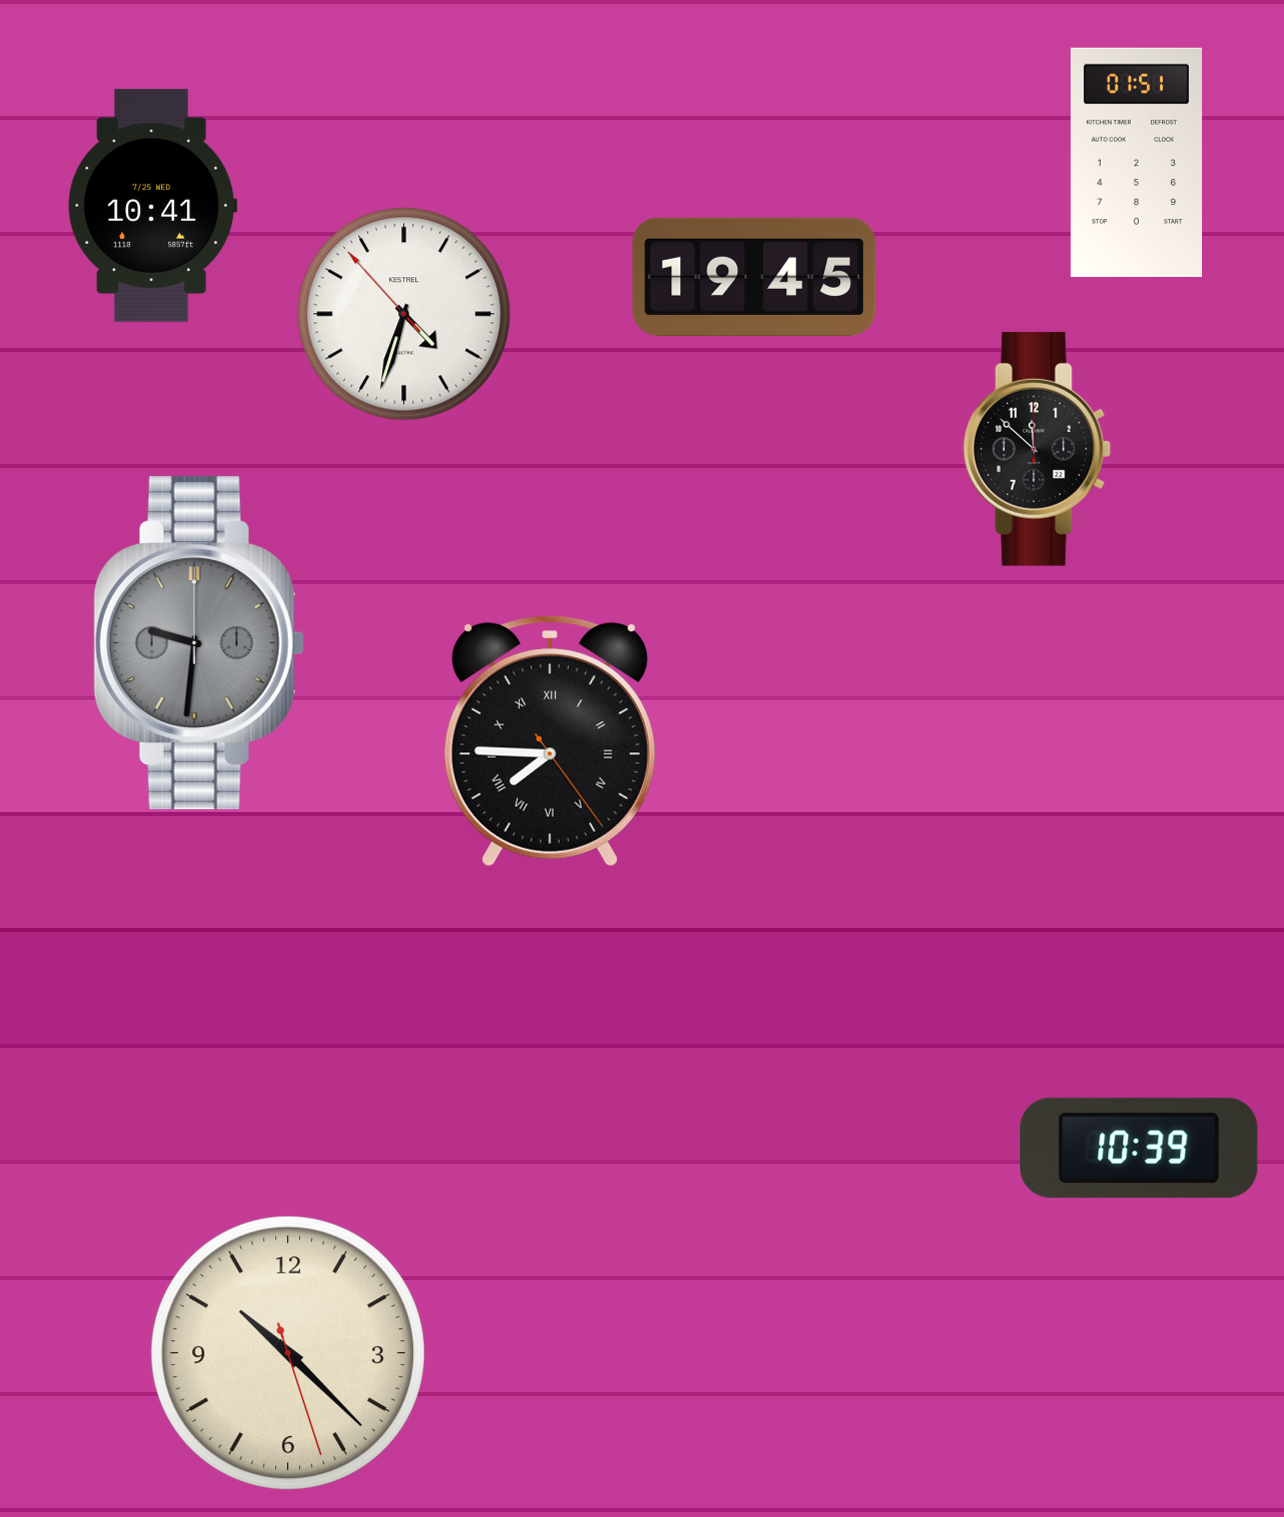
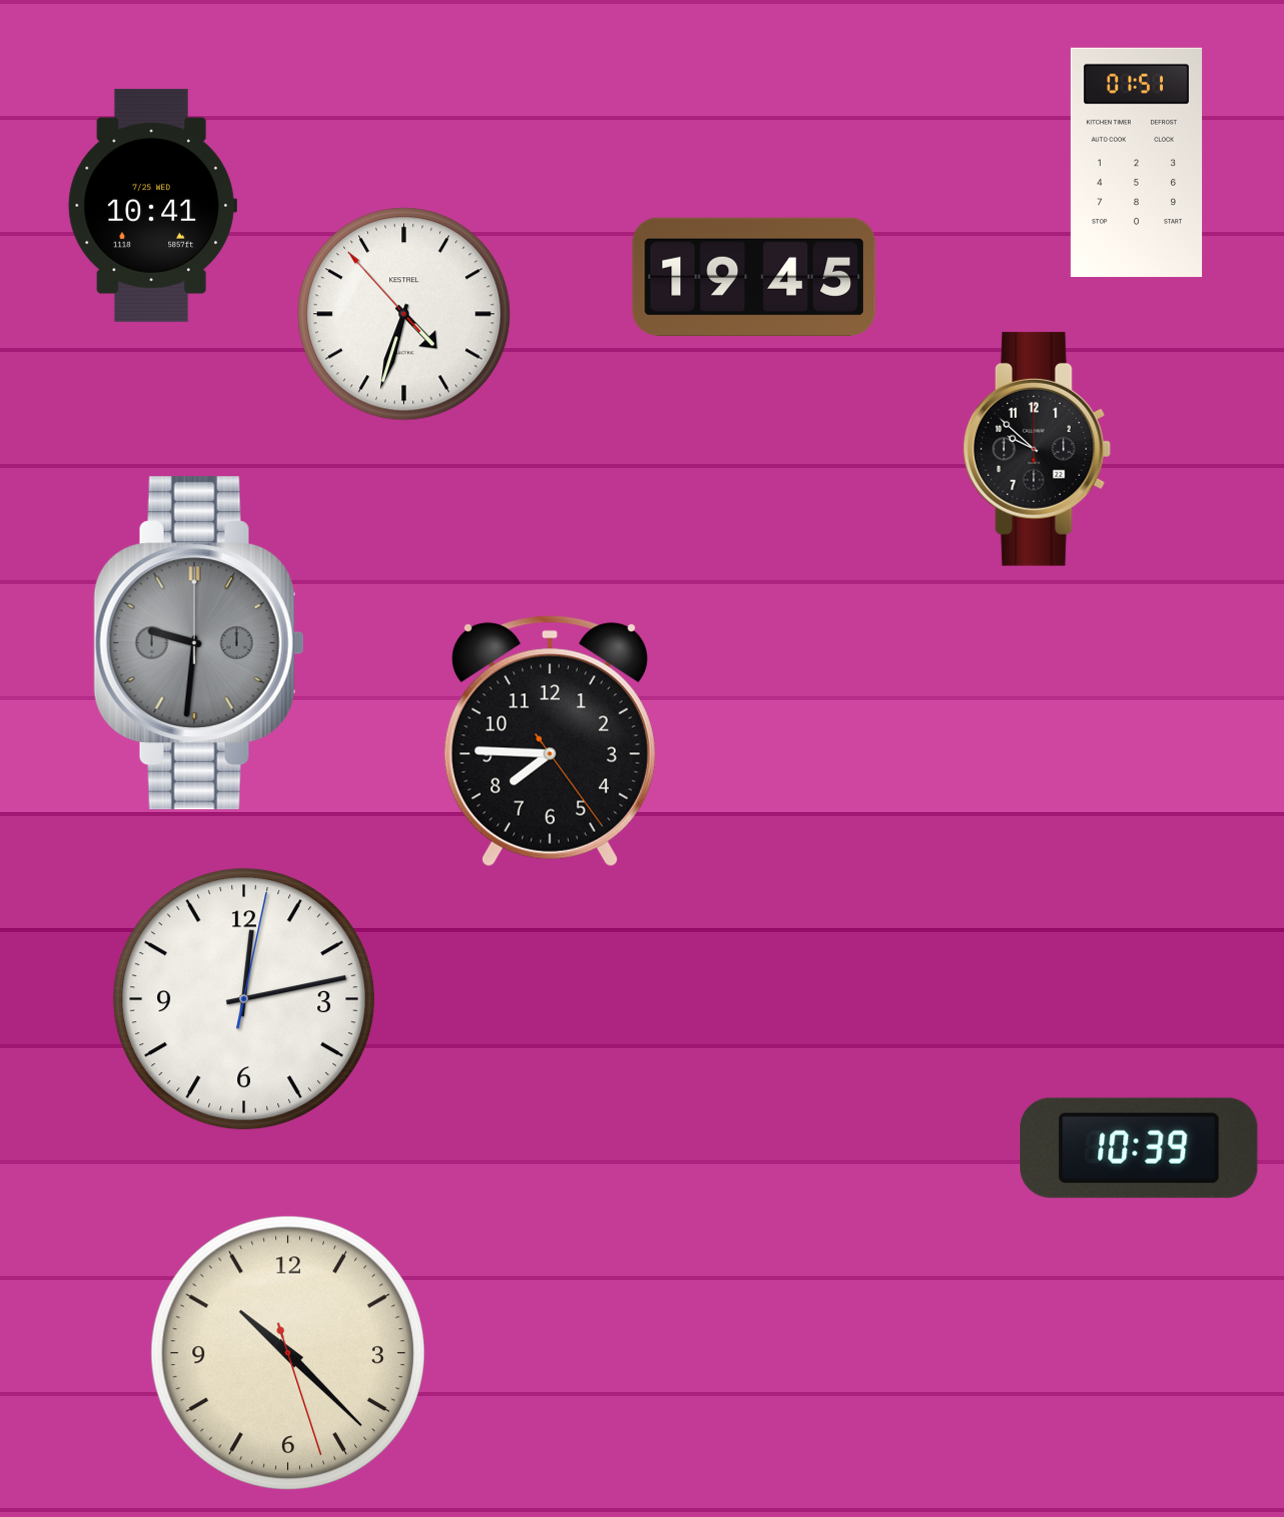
clock at (1037, 449): 11:52 -> 9:52
clock at (550, 741) numerals: Roman -> Arabic
clock at (244, 999): none -> 12:13
